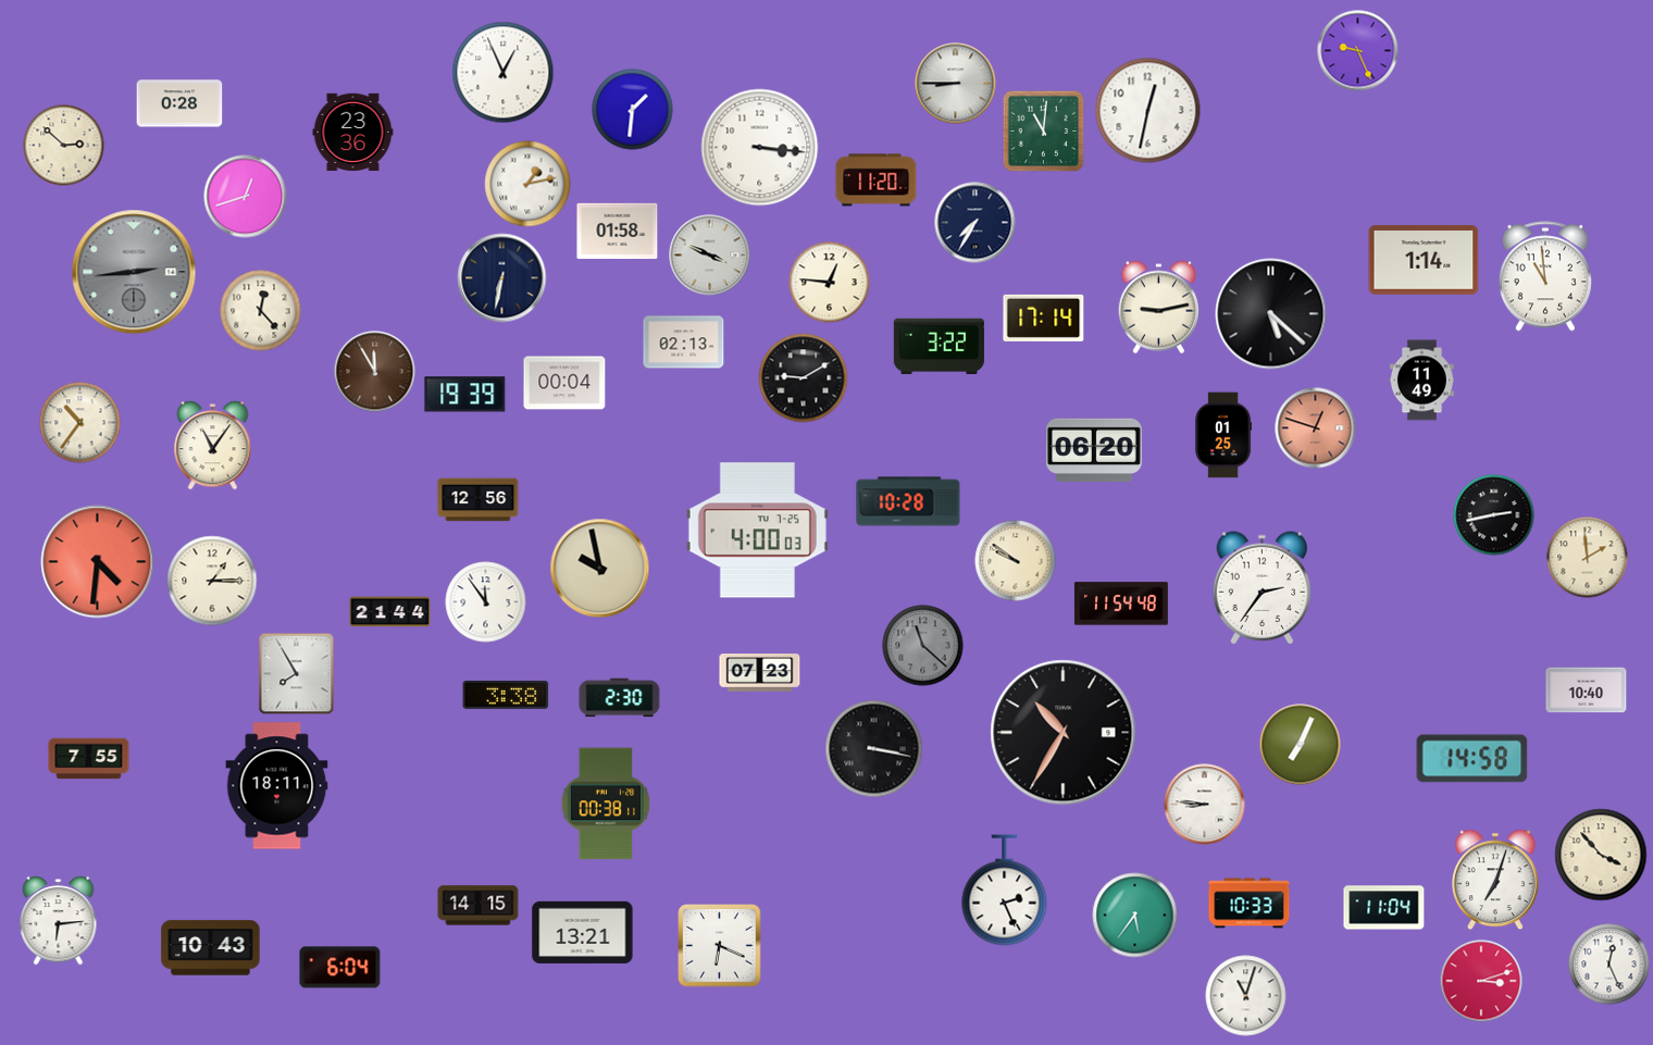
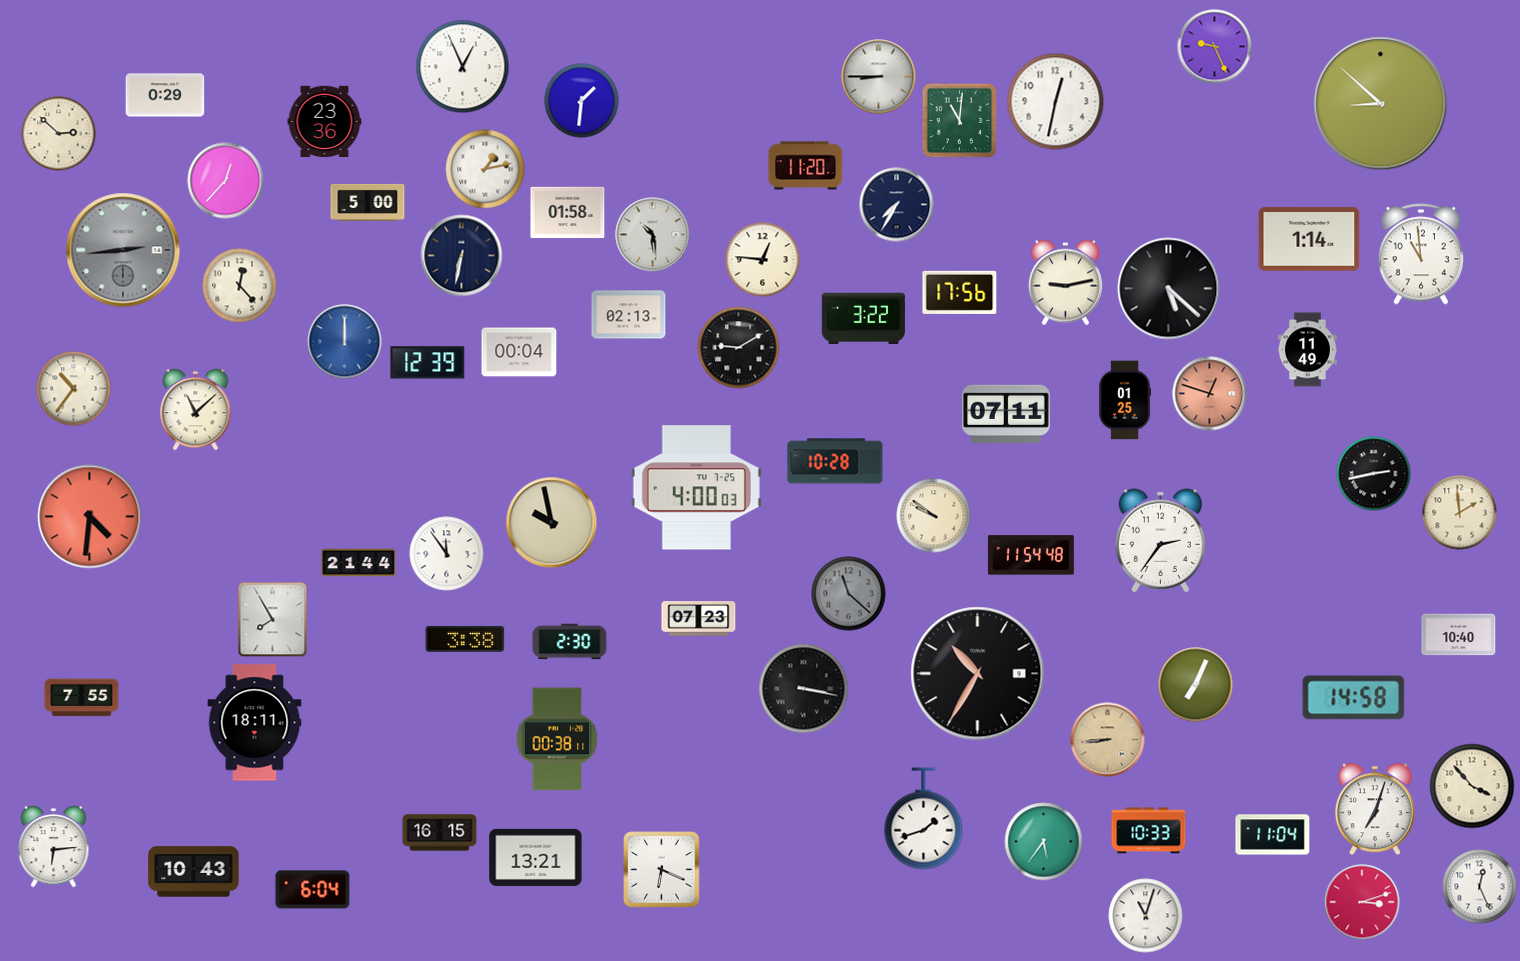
clock at (1358, 51) position: (1358, 51) -> (1215, 47)
clock at (179, 103): 0:28 -> 0:29
clock at (1381, 104): none -> 8:52
clock at (760, 148): 3:16 -> none
clock at (246, 197): 12:42 -> 12:37
clock at (368, 202): none -> 5:00
clock at (710, 256): 3:49 -> 10:29
clock at (1044, 318): 17:14 -> 17:56
clock at (375, 372): 11:55 -> 12:00
clock at (375, 372) dial: brown -> blue
clock at (465, 395): 19:39 -> 12:39
clock at (213, 446): 11:06 -> 11:08
clock at (1094, 449): 06:20 -> 07:11
clock at (478, 500): 12:56 -> none
clock at (212, 581): 1:15 -> none
clock at (1205, 805): 8:46 -> 8:44
clock at (1205, 805) dial: white -> champagne
clock at (1005, 891): 2:26 -> 1:42
clock at (478, 906): 14:15 -> 16:15
